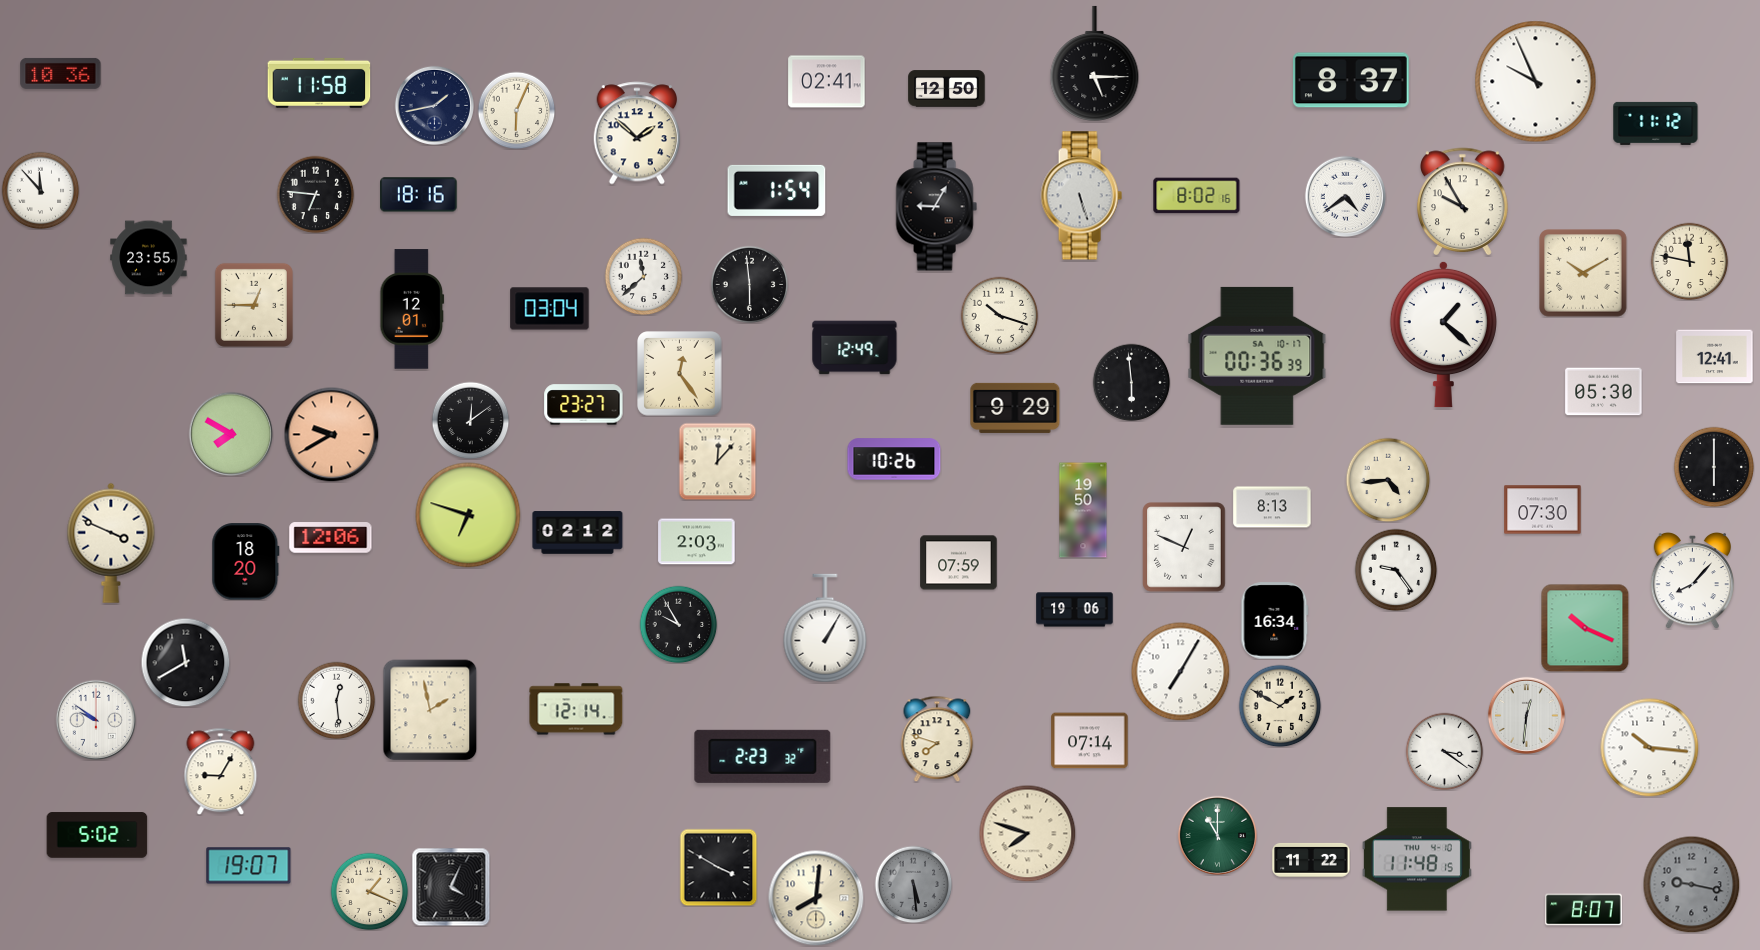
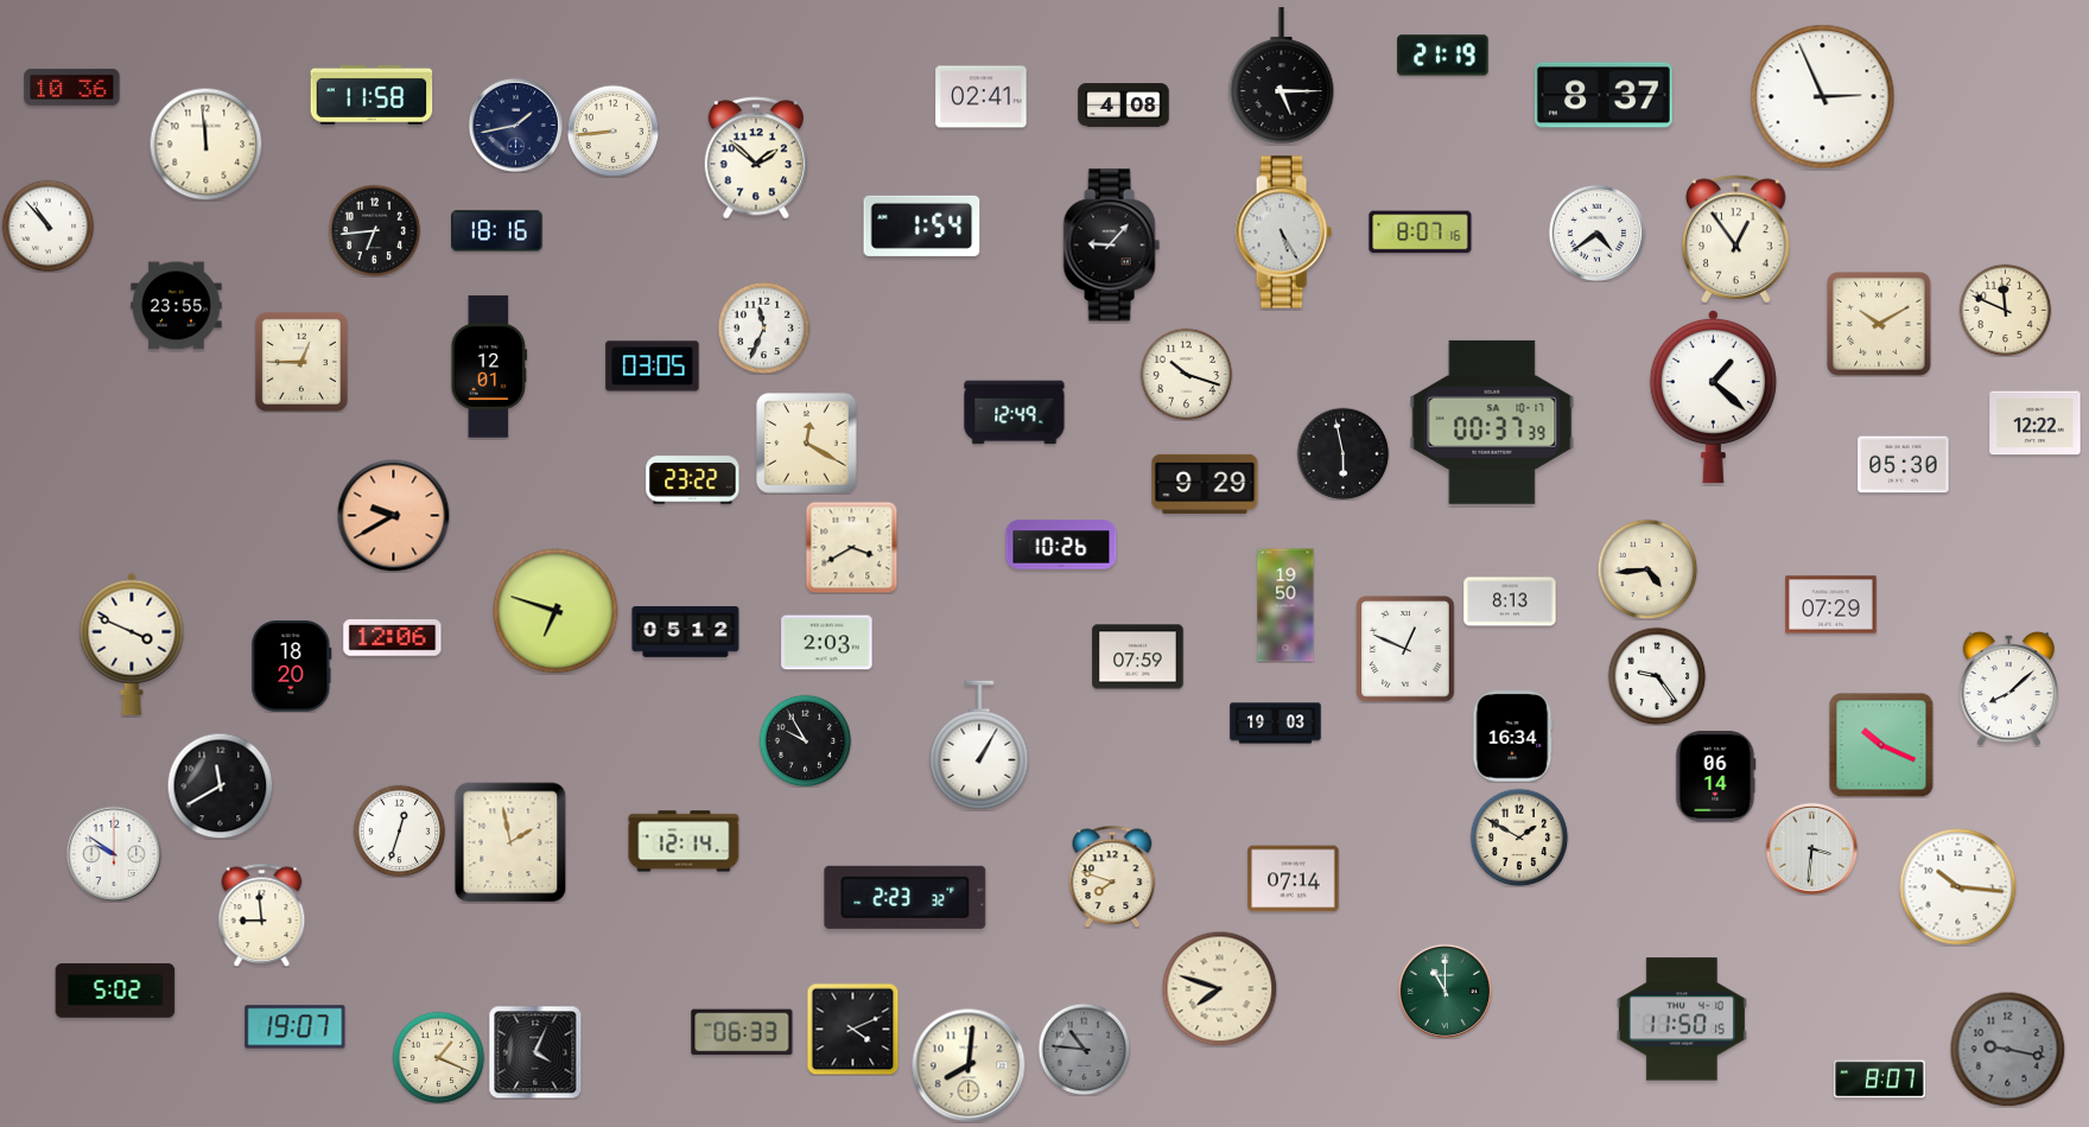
clock at (1443, 56): none -> 21:19
clock at (1095, 63) position: (1095, 63) -> (1282, 75)
clock at (1536, 82): 9:56 -> 2:56
clock at (319, 83) position: (319, 83) -> (372, 95)
clock at (947, 89): 12:50 -> 4:08
clock at (516, 110): 6:04 -> 8:44
clock at (205, 144): none -> 11:59
clock at (1656, 123): 11:12 -> none
clock at (40, 190): 11:53 -> 10:53
clock at (315, 194): 6:46 -> 6:44
clock at (1081, 196): 5:27 -> 5:25
clock at (1197, 196): 8:02 -> 8:07
clock at (1463, 201): 9:55 -> 12:54
clock at (936, 207): 9:05 -> 9:07
clock at (1689, 261): 11:47 -> 11:49
clock at (643, 276): 11:38 -> 11:34
clock at (749, 284): 5:59 -> none
clock at (550, 309): 03:04 -> 03:05
clock at (1257, 356): 00:36 -> 00:37
clock at (1715, 357): 12:41 -> 12:22
clock at (680, 374): 12:24 -> 12:20
clock at (1131, 382): 5:59 -> 5:58
clock at (584, 405): 23:27 -> 23:22
clock at (470, 420): 12:09 -> none
clock at (231, 434): 7:50 -> none
clock at (717, 461): 12:07 -> 3:40
clock at (1714, 467): 6:00 -> none
clock at (1543, 510): 07:30 -> 07:29
clock at (578, 533): 02:12 -> 05:12
clock at (959, 563) position: (959, 563) -> (1138, 657)
clock at (1692, 580): 8:07 -> 8:08
clock at (1075, 610): 19:06 -> 19:03
clock at (1716, 777): none -> 06:14
clock at (1181, 672): 7:05 -> none
clock at (336, 700): 12:29 -> 12:33
clock at (1526, 715): 12:31 -> 3:31
clock at (1444, 751): 3:21 -> none
clock at (221, 771): 9:05 -> 8:59
clock at (1417, 859): 11:48 -> 11:50
clock at (1311, 860): 11:22 -> none
clock at (718, 867): 3:50 -> 4:11
clock at (742, 1032): none -> 06:33
clock at (913, 884): 5:29 -> 10:46
